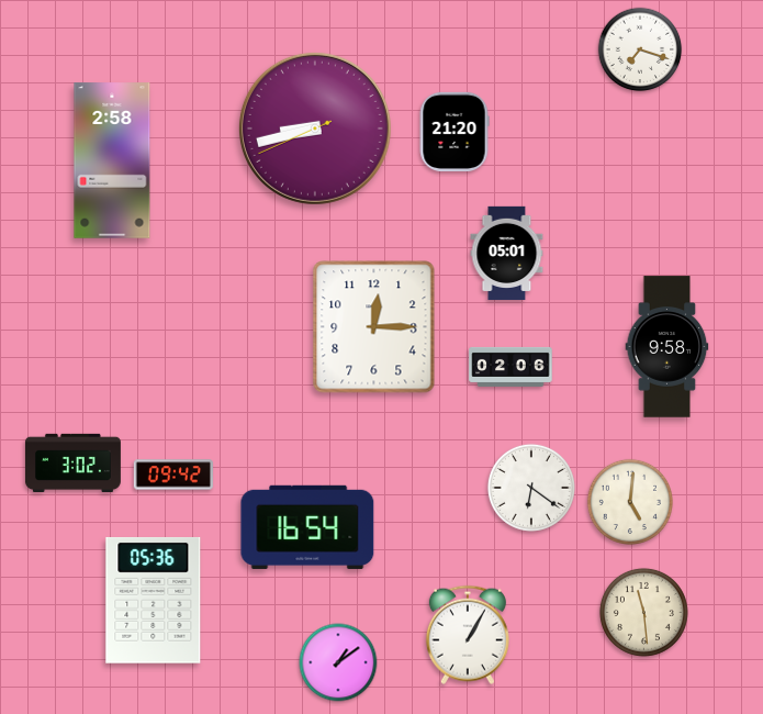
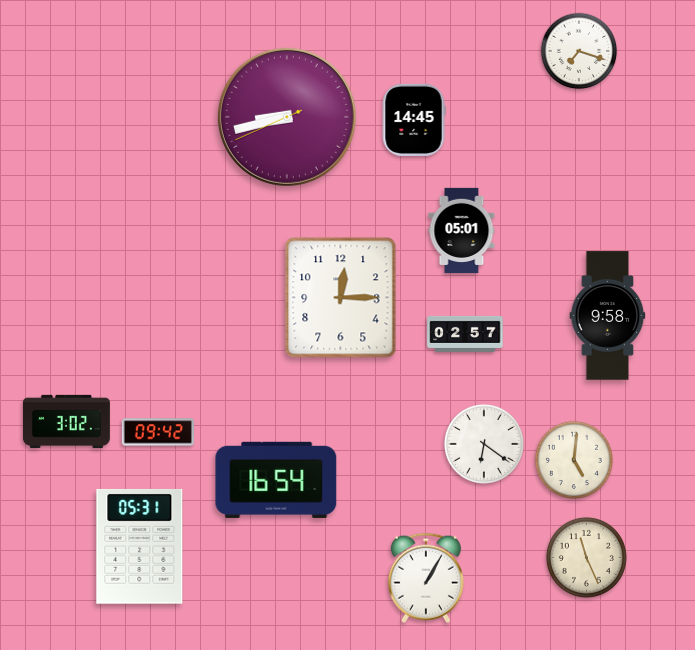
clock at (640, 49) position: (640, 49) -> (579, 51)
clock at (455, 132): 21:20 -> 14:45
clock at (112, 160): 2:58 -> none
clock at (510, 367): 02:06 -> 02:57
clock at (629, 501) position: (629, 501) -> (573, 459)
clock at (307, 527) position: (307, 527) -> (276, 480)
clock at (154, 600): 05:36 -> 05:31
clock at (643, 612): 11:29 -> 11:26
clock at (338, 662): 1:09 -> none
